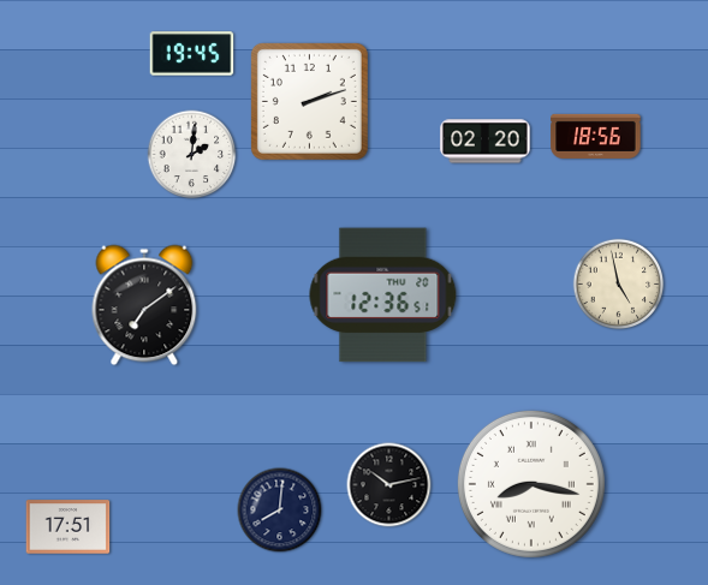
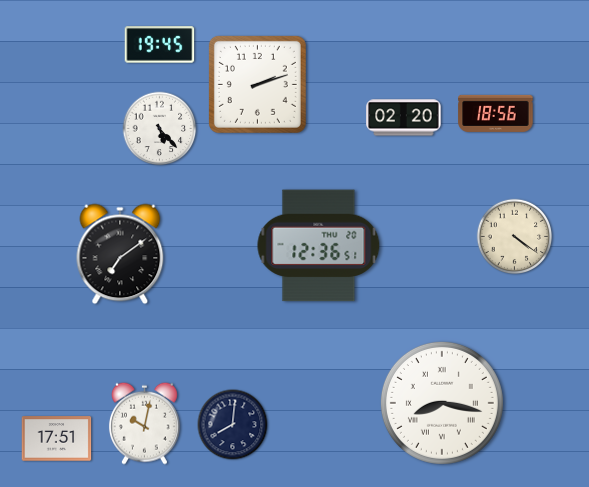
clock at (192, 155): 2:01 -> 5:23
clock at (619, 285): 4:58 -> 4:21
clock at (389, 485): 10:13 -> none
clock at (144, 423): none -> 10:02
